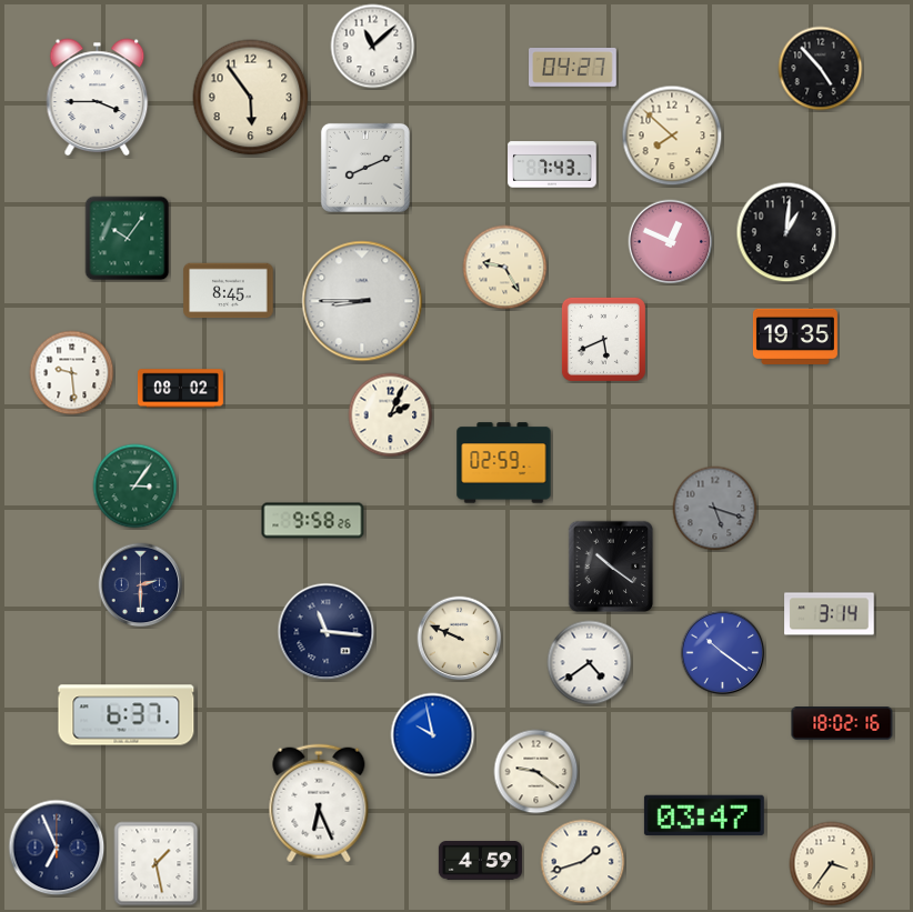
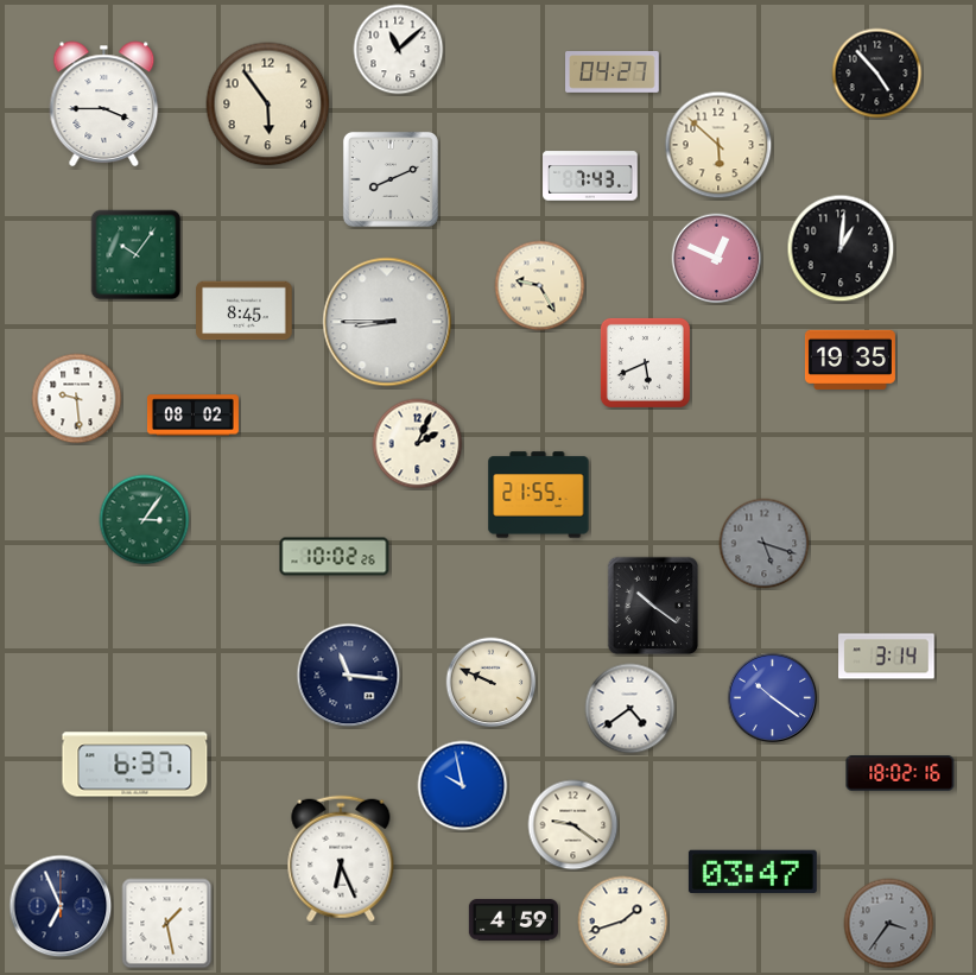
clock at (672, 136): 7:52 -> 5:52
clock at (504, 463): 02:59 -> 21:55
clock at (313, 521): 9:58 -> 10:02
clock at (141, 585): 2:30 -> none
clock at (832, 864) dial: cream -> grey
